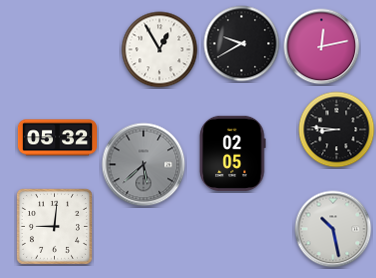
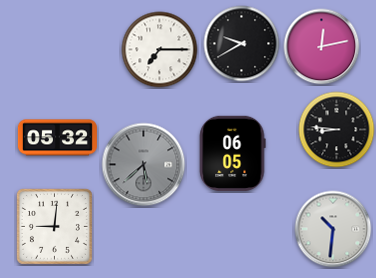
clock at (160, 50): 12:55 -> 7:15
clock at (232, 154): 02:05 -> 06:05
clock at (333, 229): 10:28 -> 10:31
